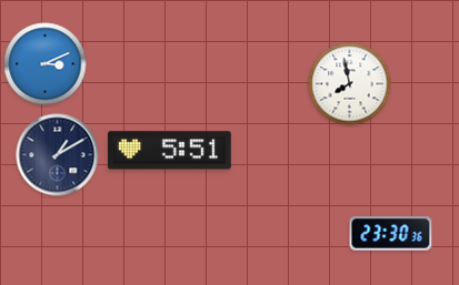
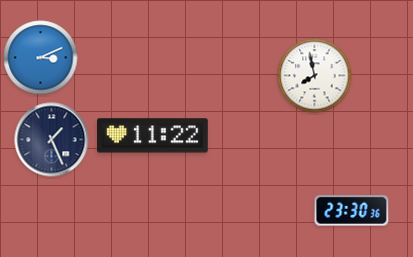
clock at (170, 151): 5:51 -> 11:22
clock at (58, 155): 1:10 -> 1:26
